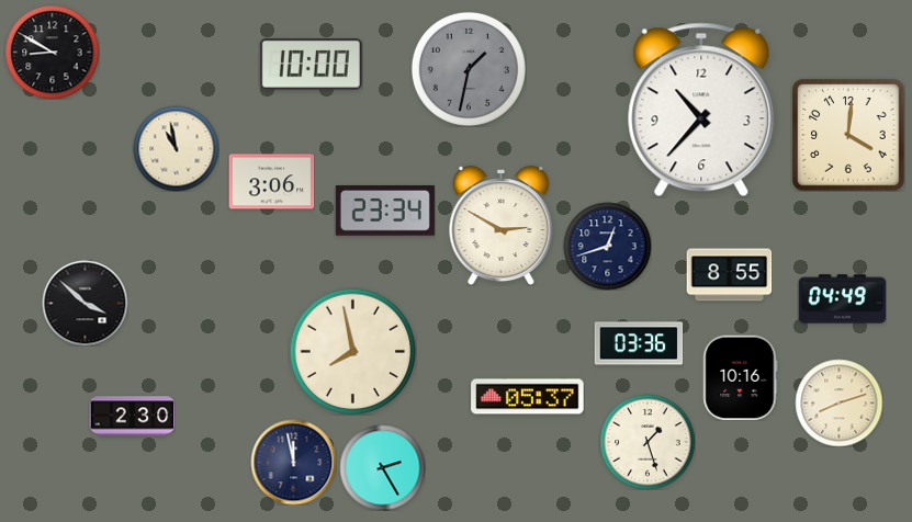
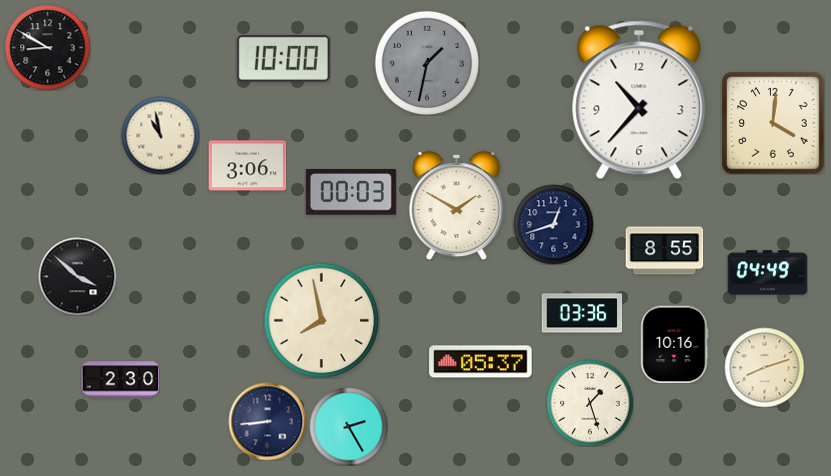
clock at (385, 211): 23:34 -> 00:03
clock at (502, 226): 2:50 -> 1:50
clock at (293, 462): 11:58 -> 8:44
